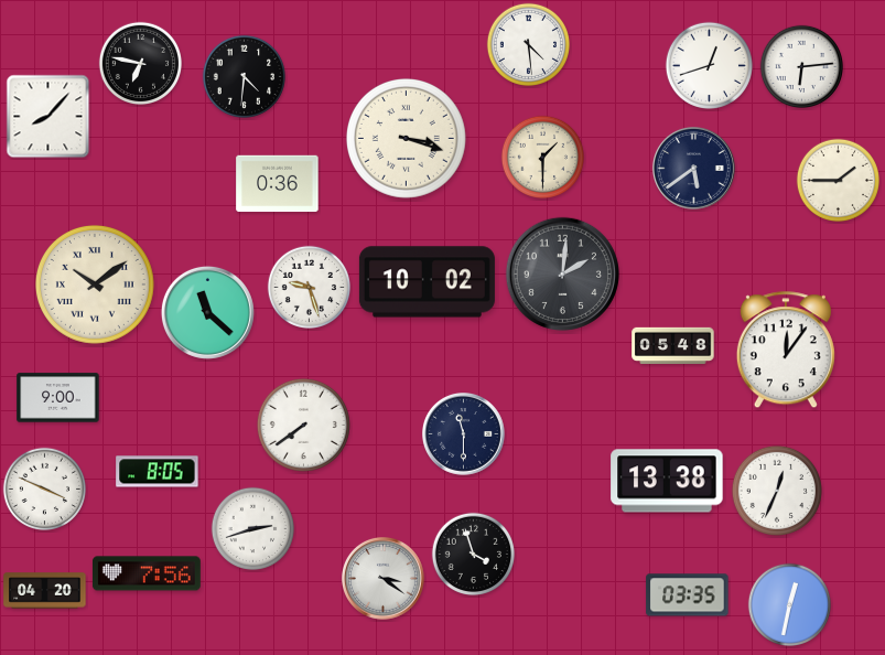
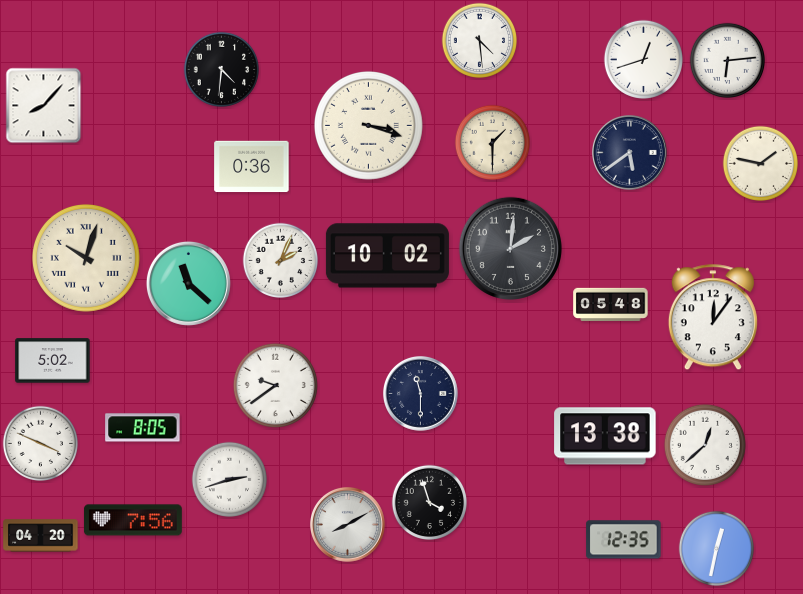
clock at (140, 63): 6:47 -> none
clock at (838, 180): 1:45 -> 1:47
clock at (95, 284): 10:09 -> 10:03
clock at (309, 287): 9:27 -> 2:04
clock at (673, 345) position: (673, 345) -> (611, 304)
clock at (58, 398): 9:00 -> 5:02
clock at (303, 425): 7:39 -> 9:39
clock at (777, 491): 12:34 -> 12:38
clock at (384, 579): 3:21 -> 8:10
clock at (688, 595): 03:35 -> 12:35
